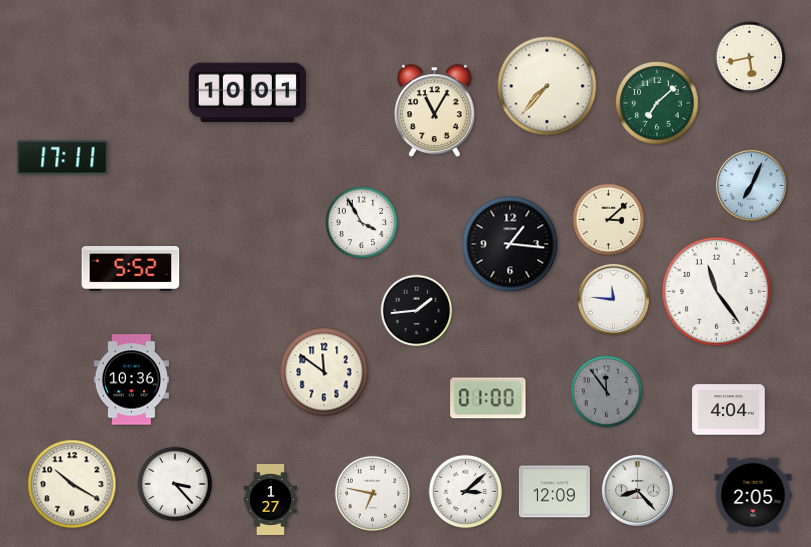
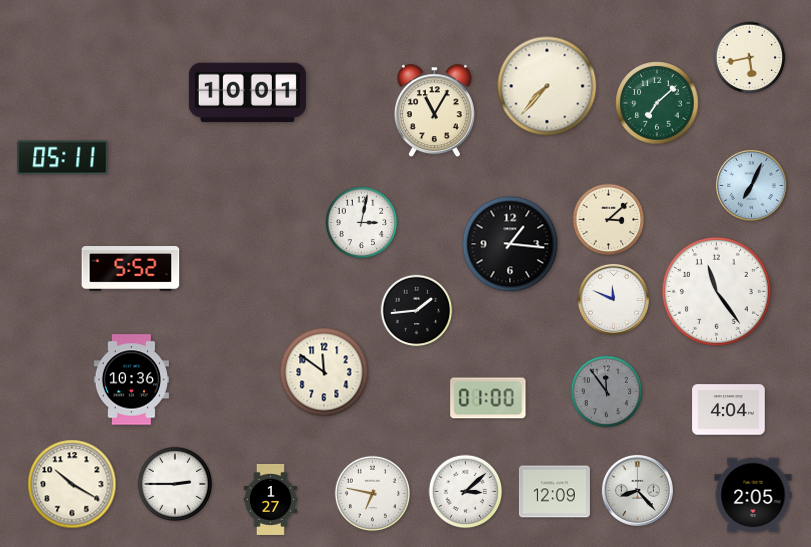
clock at (63, 158): 17:11 -> 05:11
clock at (362, 223): 3:55 -> 3:02
clock at (613, 299): 11:46 -> 11:49
clock at (175, 484): 3:23 -> 2:45
